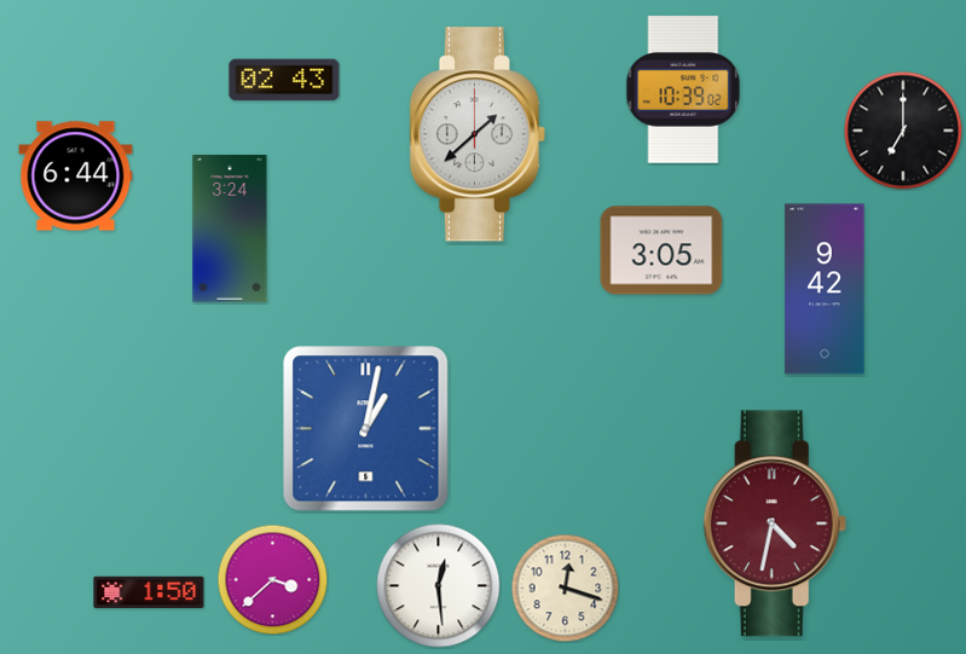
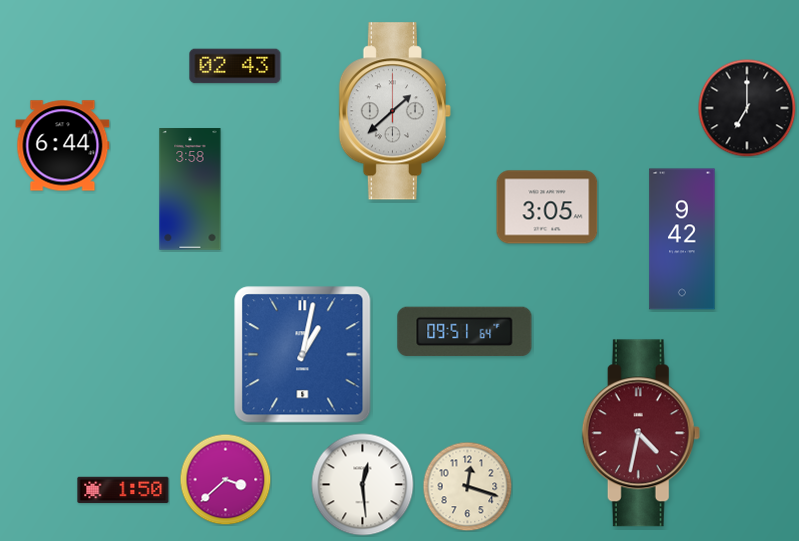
clock at (683, 89): 10:39 -> none
clock at (230, 228): 3:24 -> 3:58
clock at (465, 332): none -> 09:51
